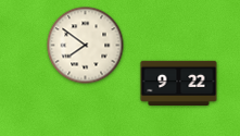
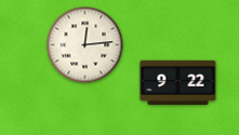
clock at (86, 46): 7:51 -> 12:14
